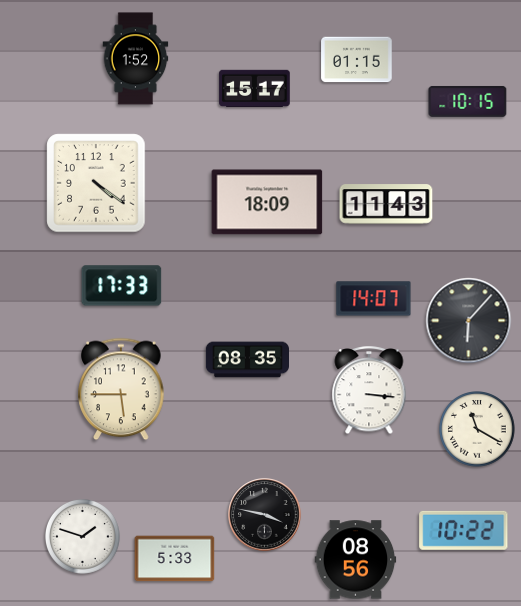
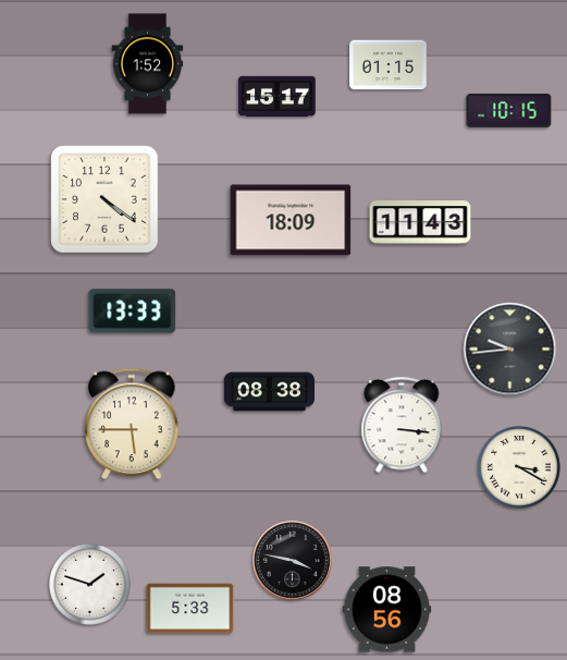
clock at (122, 286): 17:33 -> 13:33
clock at (374, 299): 14:07 -> none
clock at (469, 321): 6:07 -> 9:44
clock at (247, 360): 08:35 -> 08:38
clock at (478, 430): 11:20 -> 3:20
clock at (265, 515) position: (265, 515) -> (293, 561)
clock at (464, 530): 10:22 -> none
